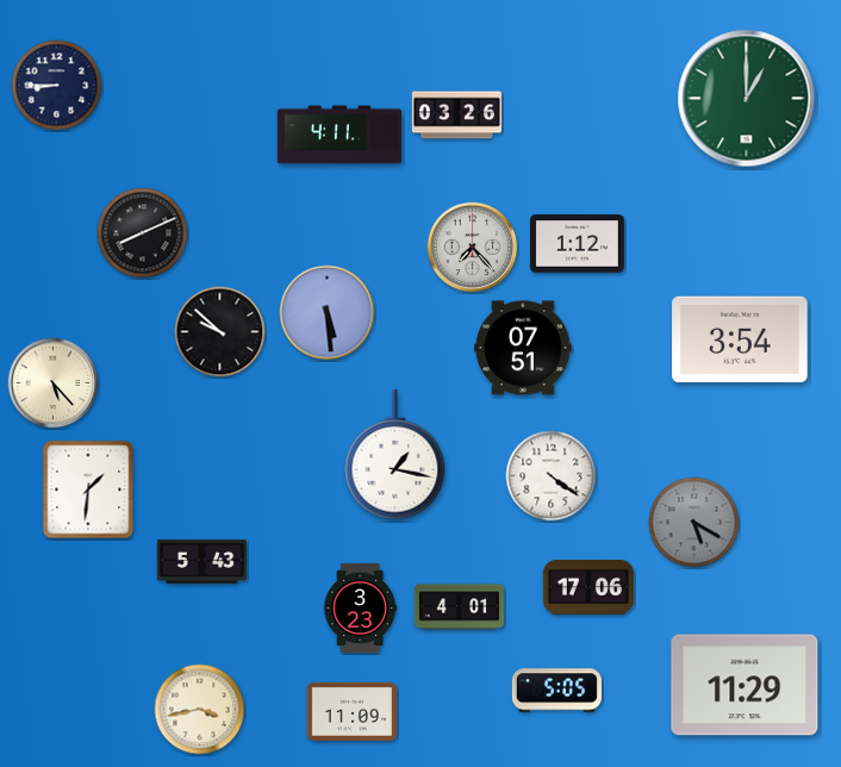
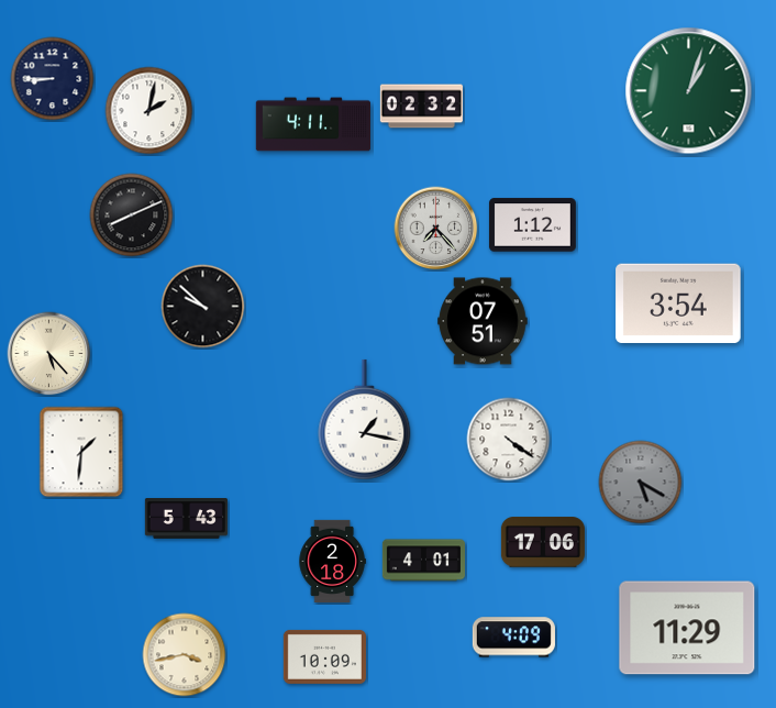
clock at (747, 99): 1:00 -> 1:03
clock at (456, 116): 03:26 -> 02:32
clock at (149, 111): none -> 2:02
clock at (328, 313): 5:29 -> none
clock at (740, 339) position: (740, 339) -> (678, 303)
clock at (360, 607): 3:23 -> 2:18
clock at (745, 685) position: (745, 685) -> (687, 628)
clock at (556, 691): 5:05 -> 4:09
clock at (351, 711): 11:09 -> 10:09
